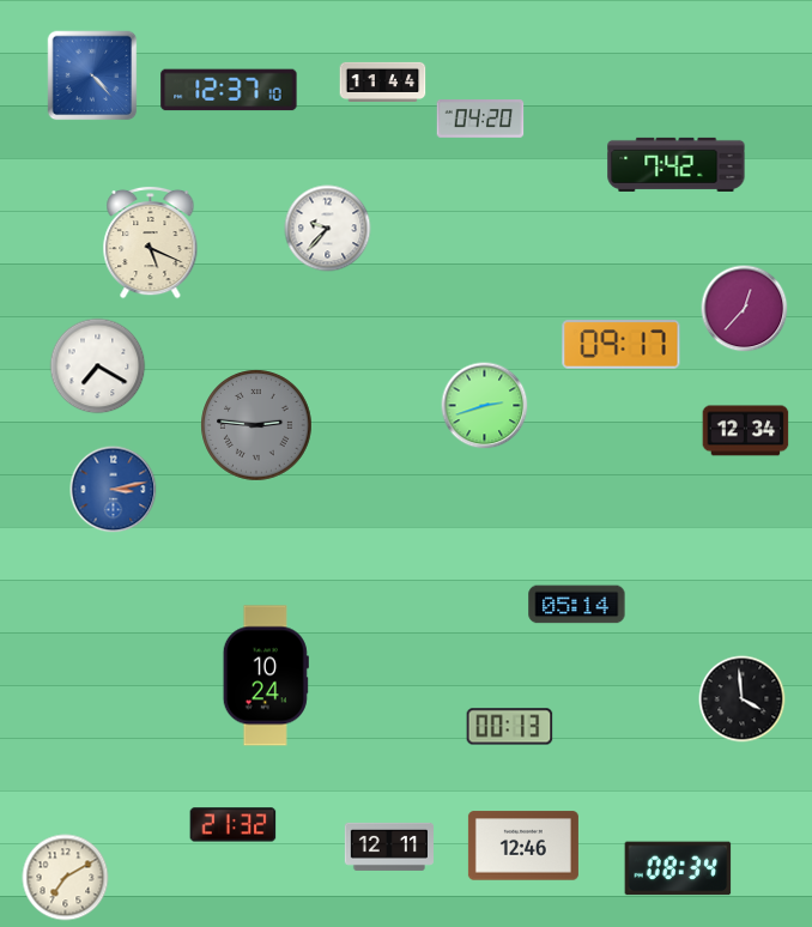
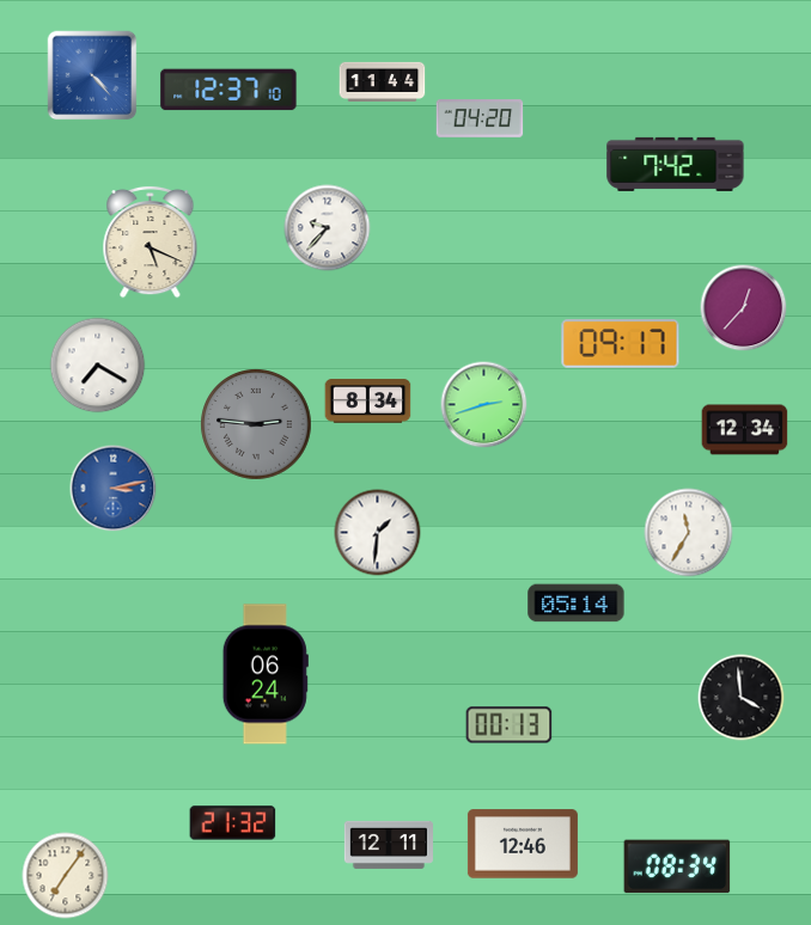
clock at (368, 402): none -> 8:34
clock at (378, 533): none -> 1:31
clock at (689, 533): none -> 11:35
clock at (266, 675): 10:24 -> 06:24
clock at (66, 878): 7:10 -> 7:06
